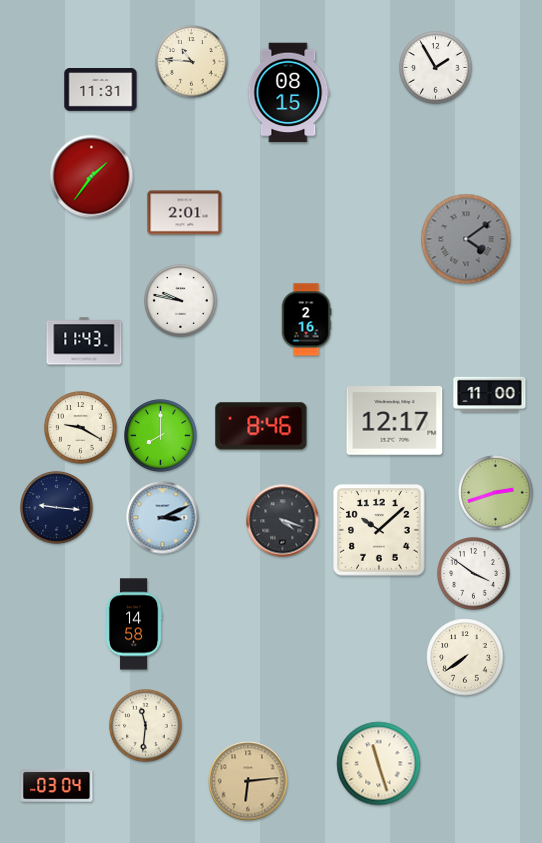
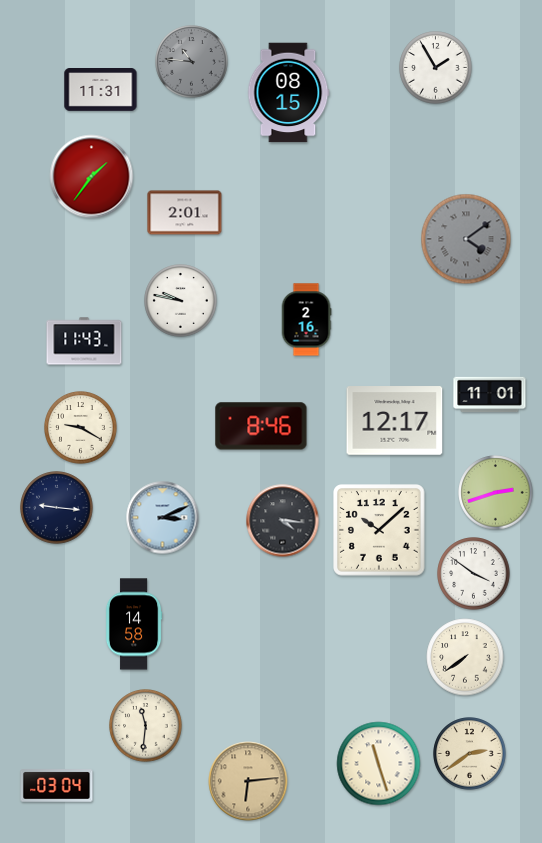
clock at (192, 62) dial: cream -> grey
clock at (490, 395): 11:00 -> 11:01
clock at (161, 436): 8:00 -> none
clock at (283, 521): 4:18 -> 4:16
clock at (470, 754): none -> 2:39
